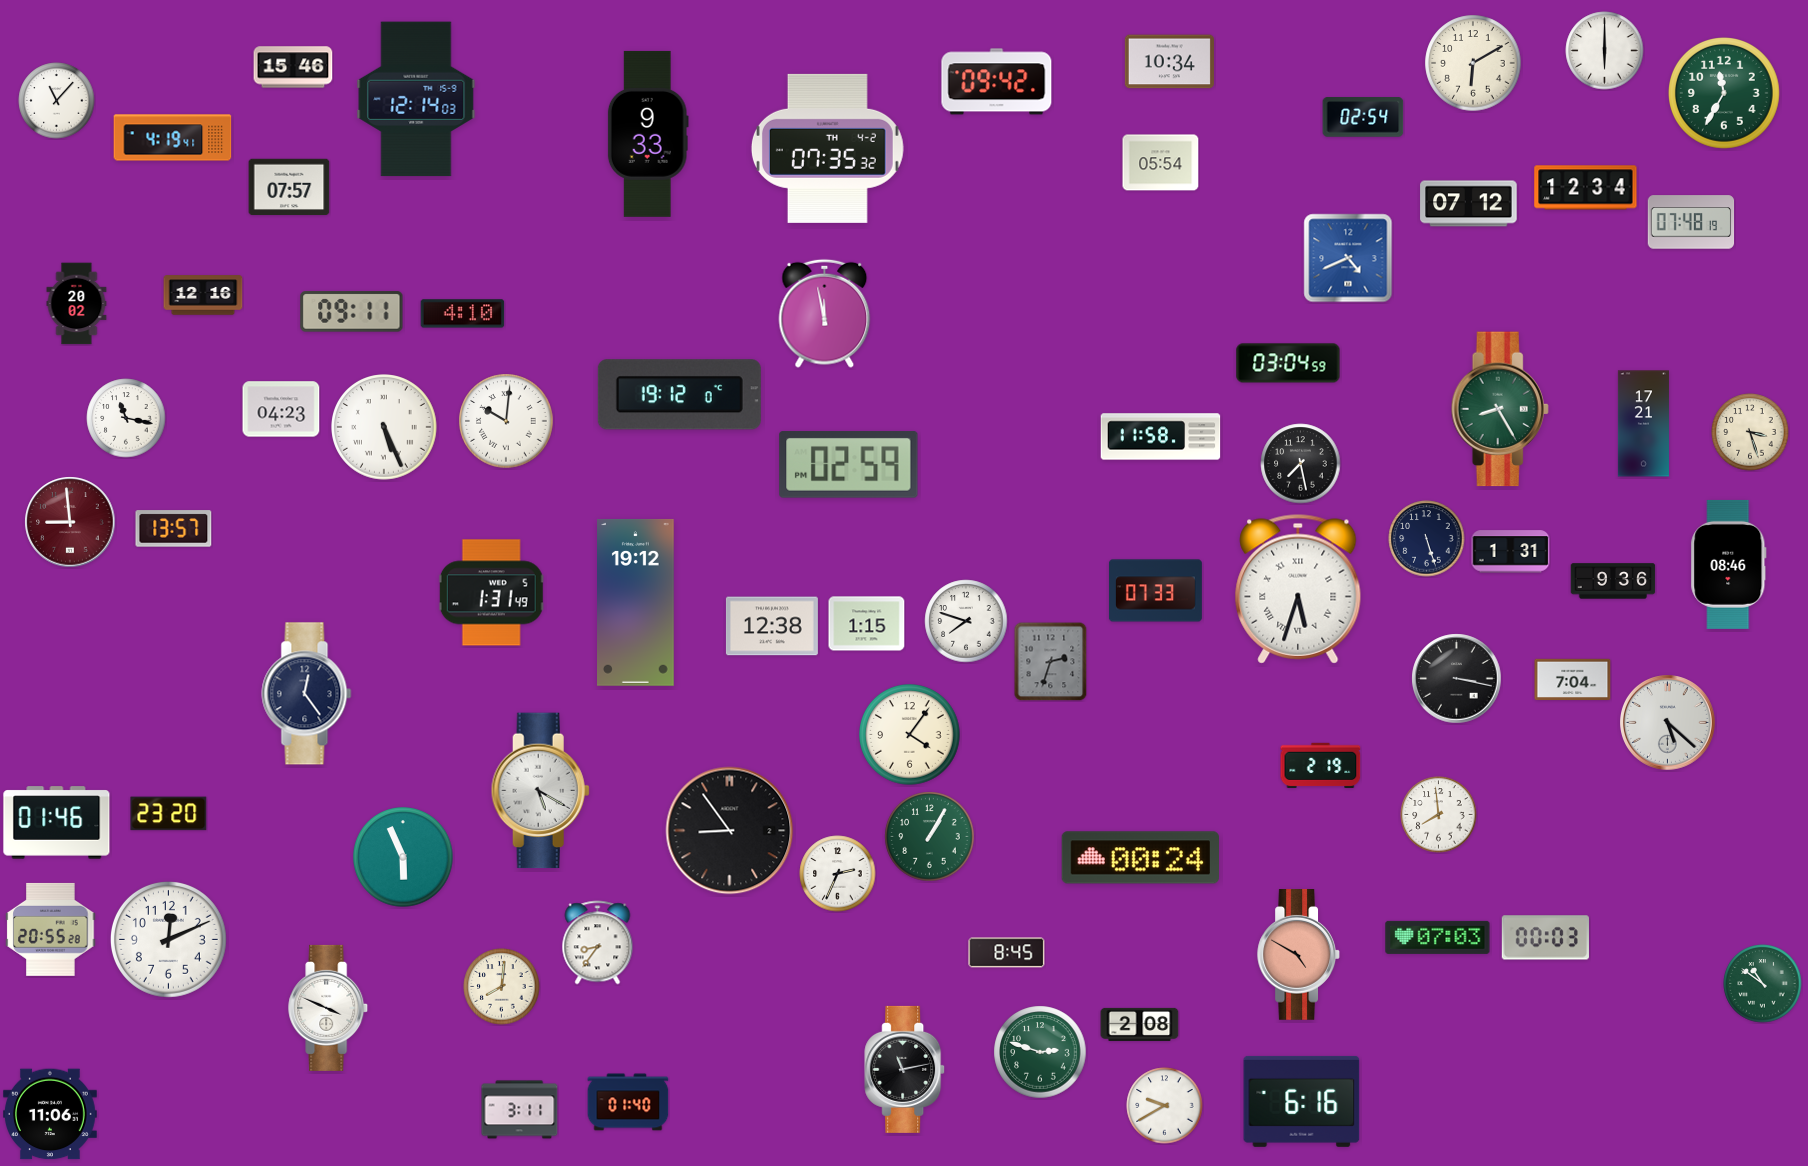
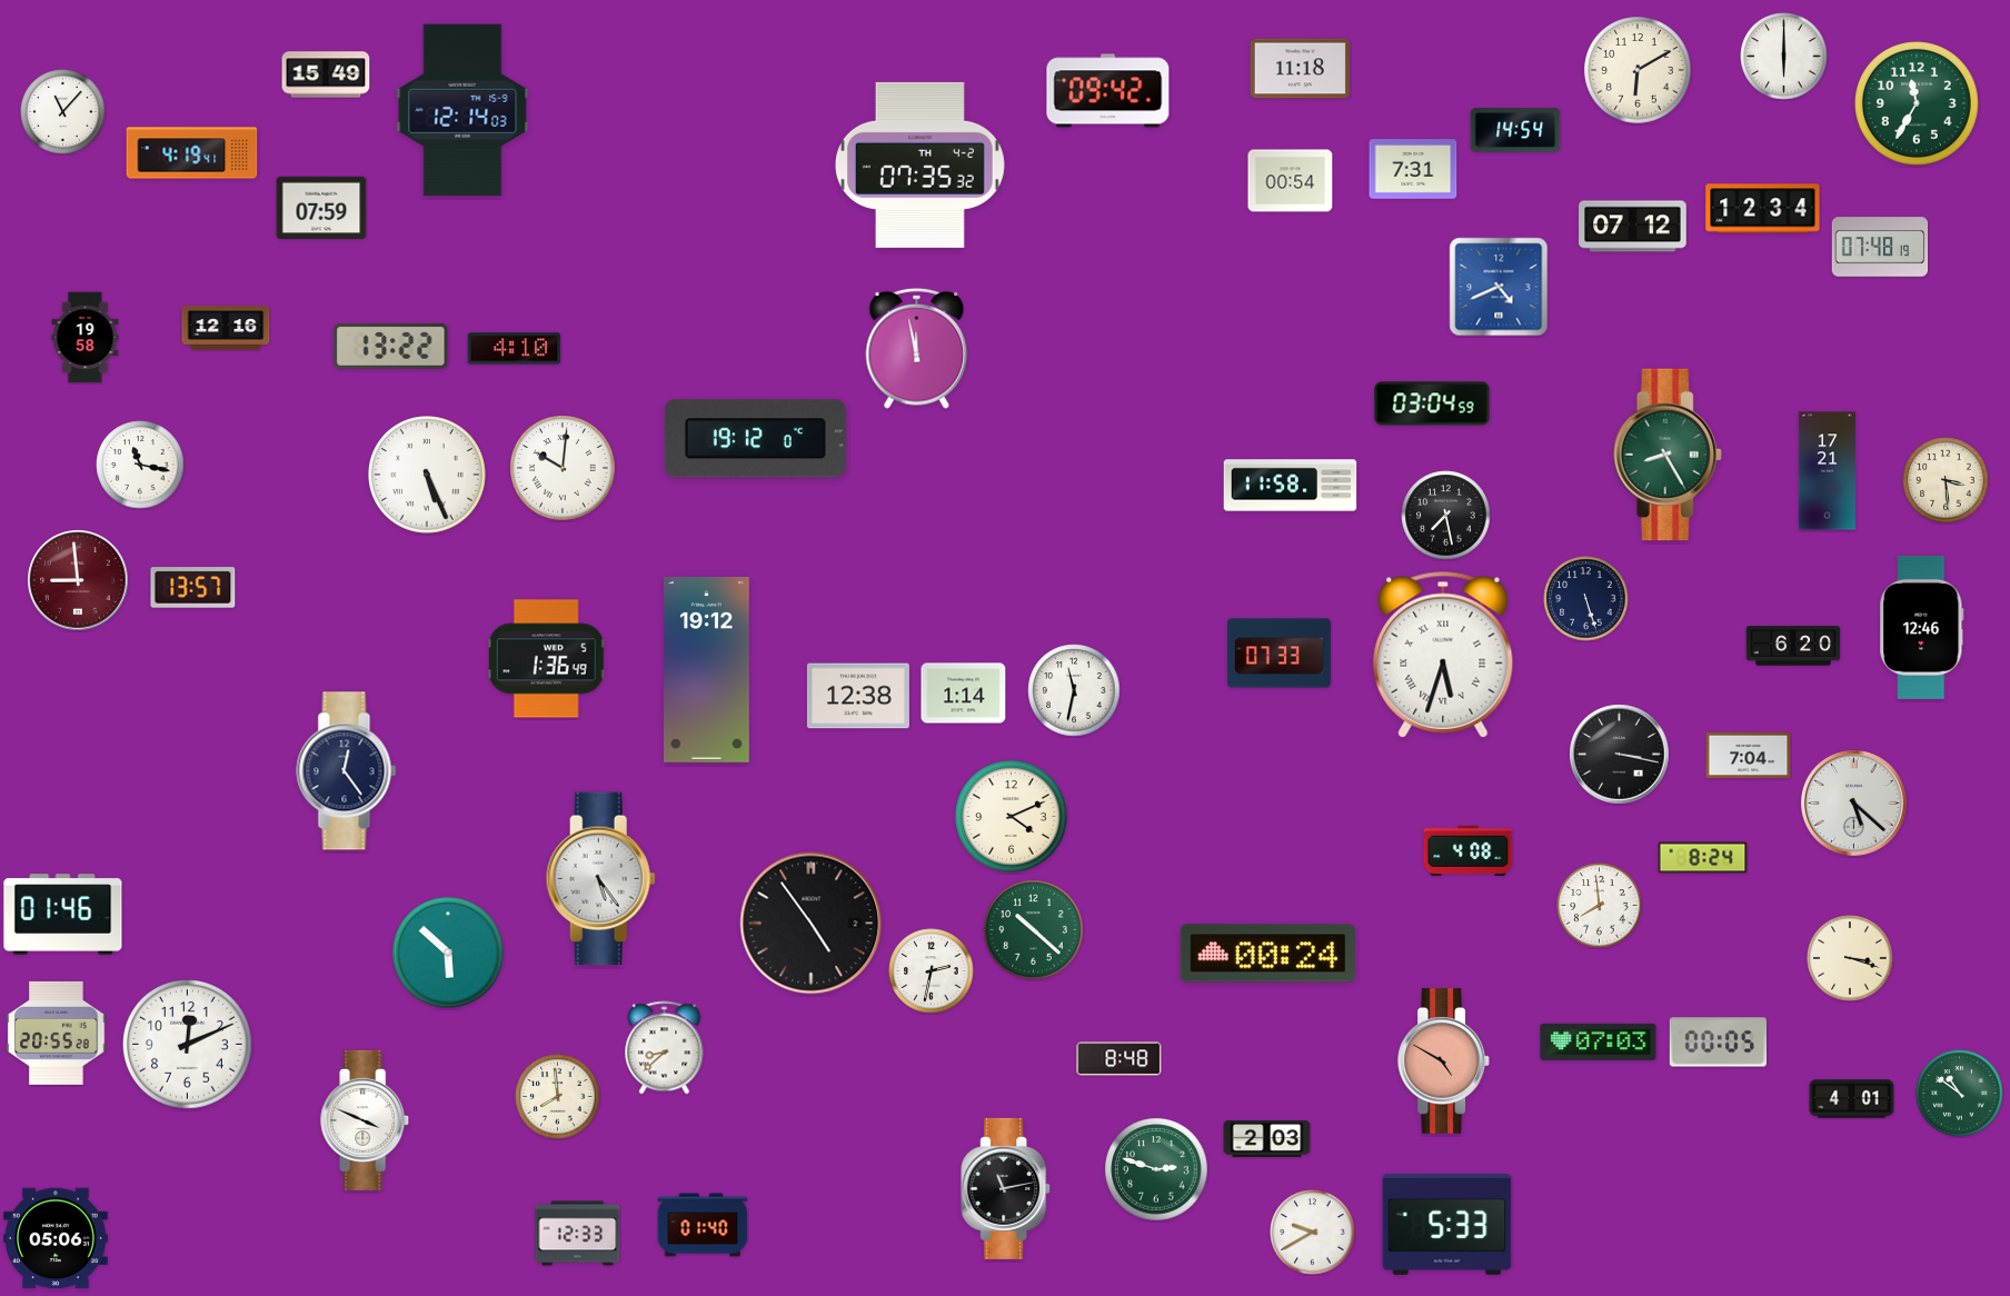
clock at (1169, 62): 10:34 -> 11:18
clock at (293, 67): 15:46 -> 15:49
clock at (1363, 117): 02:54 -> 14:54
clock at (648, 134): 9:33 -> none
clock at (1413, 169): none -> 7:31
clock at (1161, 163): 05:54 -> 00:54
clock at (289, 187): 07:57 -> 07:59
clock at (77, 304): 20:02 -> 19:58
clock at (352, 312): 09:11 -> 13:22
clock at (281, 409): 04:23 -> none
clock at (1750, 432): 3:27 -> 3:29
clock at (849, 465): 02:59 -> none
clock at (1511, 552): 1:31 -> none
clock at (1729, 564): 08:46 -> 12:46
clock at (1613, 581): 9:36 -> 6:20
clock at (1155, 591) position: (1155, 591) -> (1278, 654)
clock at (491, 593): 1:31 -> 1:36
clock at (966, 621): 7:48 -> 11:32
clock at (867, 624): 1:15 -> 1:14
clock at (1051, 662): 2:33 -> none
clock at (307, 694) position: (307, 694) -> (347, 771)
clock at (910, 735): 4:06 -> 4:11
clock at (1321, 765): 2:19 -> 4:08
clock at (1703, 858): none -> 8:24
clock at (540, 791): 5:20 -> 5:24
clock at (169, 814): 23:20 -> none
clock at (730, 831): 8:54 -> 4:54
clock at (930, 837): 1:05 -> 10:22
clock at (403, 857): 5:56 -> 5:52
clock at (1850, 958): none -> 3:18
clock at (838, 874): 2:34 -> 2:32
clock at (1545, 938): 00:03 -> 00:05
clock at (598, 943): 8:36 -> 8:38
clock at (1007, 953): 8:45 -> 8:48
clock at (502, 987): 8:01 -> 7:59
clock at (1852, 1099): none -> 4:01
clock at (1140, 1024): 2:08 -> 2:03
clock at (1302, 1101): 6:16 -> 5:33
clock at (628, 1102) position: (628, 1102) -> (703, 1225)
clock at (1165, 1106) position: (1165, 1106) -> (1313, 1233)
clock at (520, 1110): 3:11 -> 12:33
clock at (51, 1114): 11:06 -> 05:06
